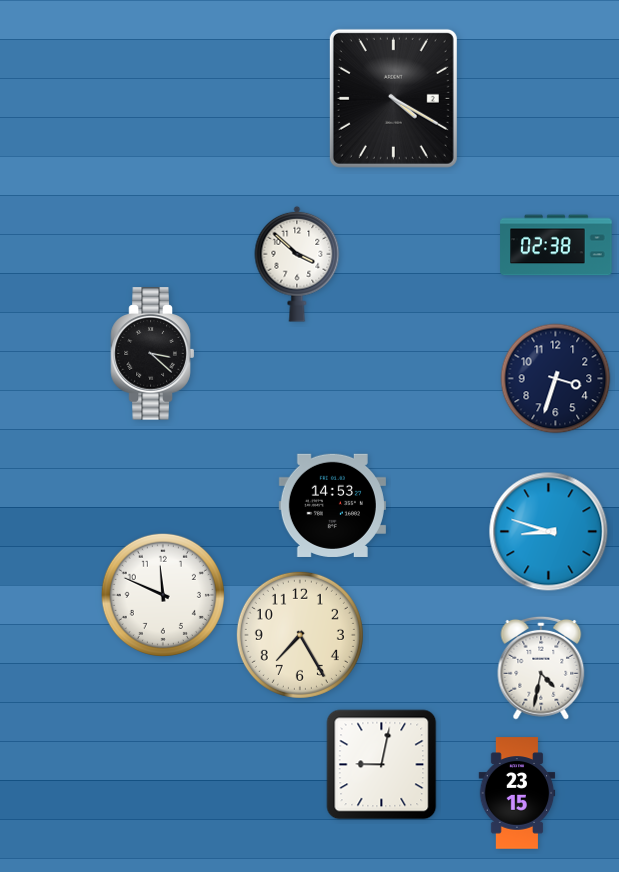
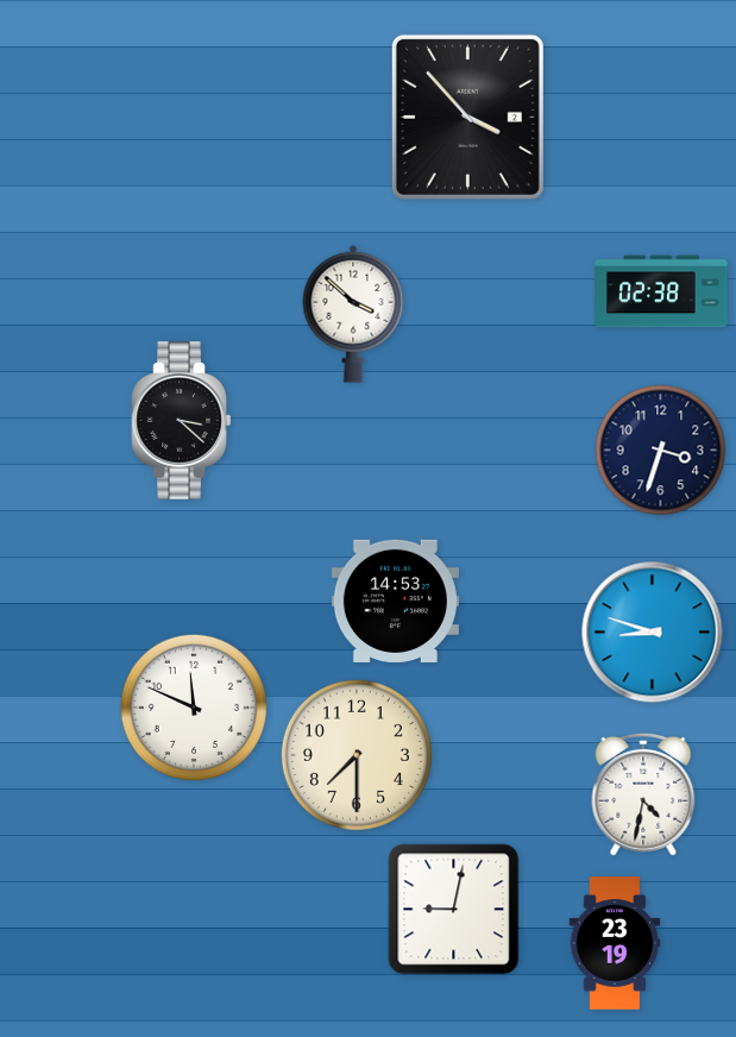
clock at (393, 98): 4:20 -> 3:53
clock at (300, 635): 7:25 -> 7:30
clock at (517, 793): 23:15 -> 23:19
